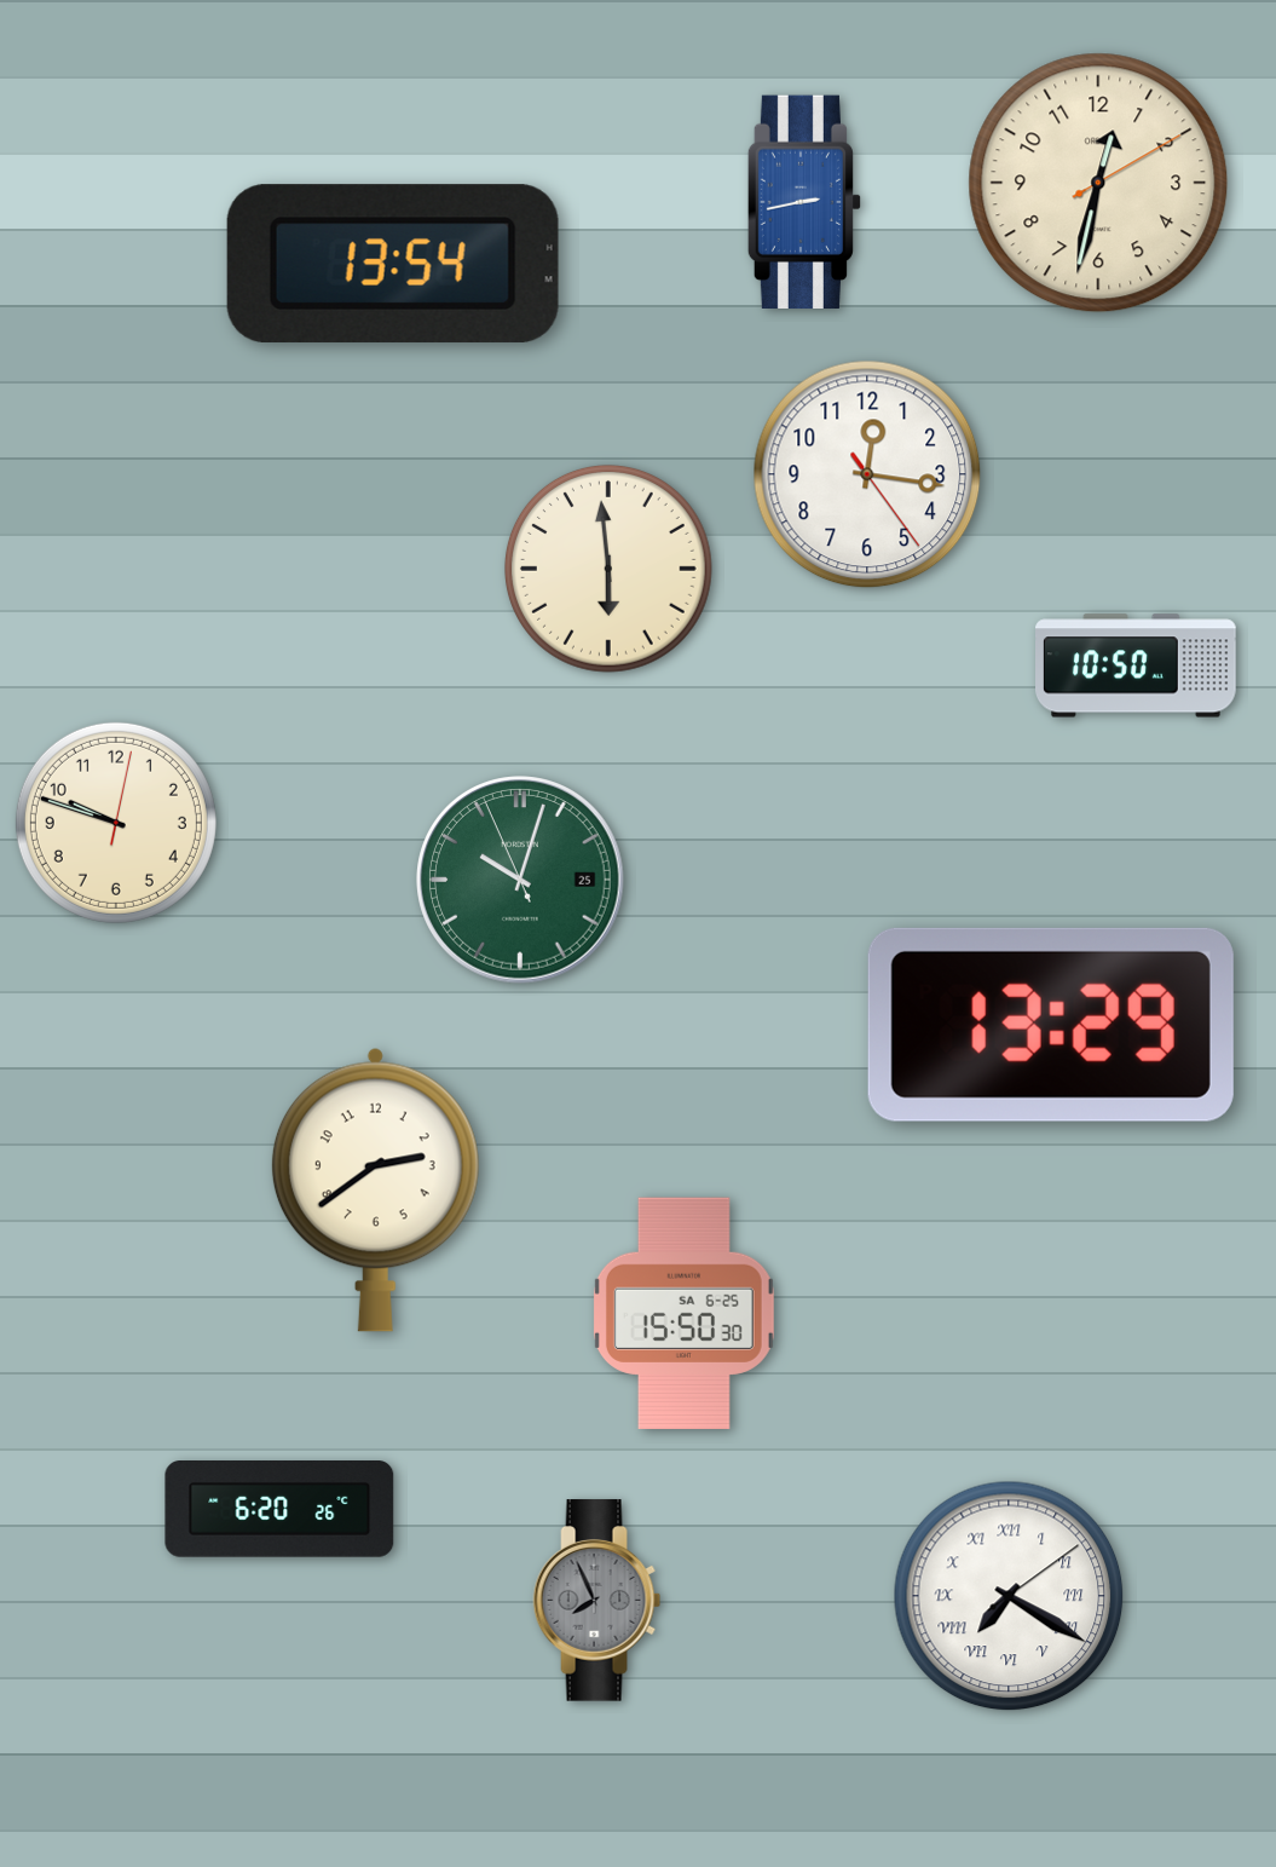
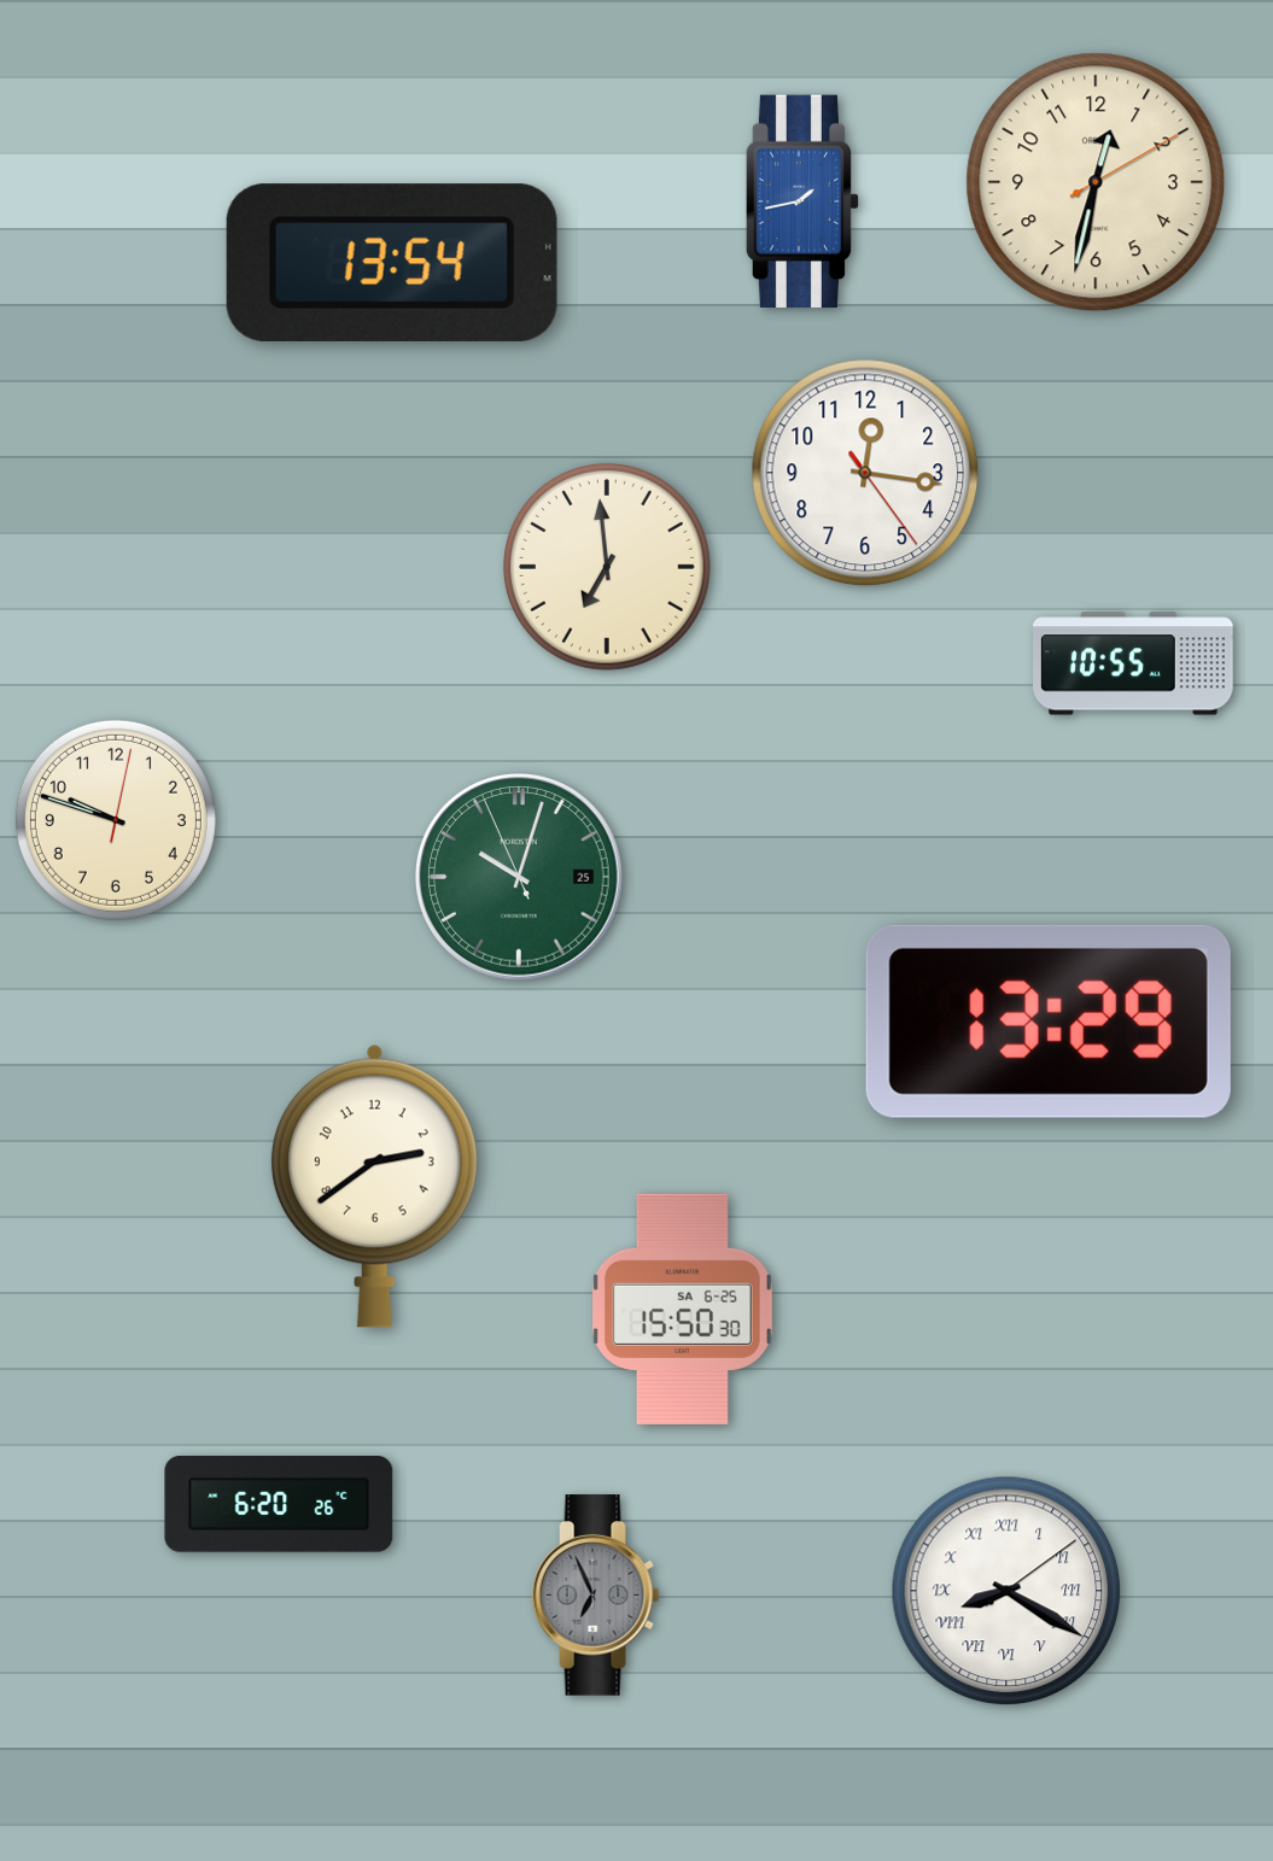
clock at (803, 201): 2:43 -> 1:43
clock at (608, 569): 5:59 -> 6:59
clock at (1137, 665): 10:50 -> 10:55
clock at (1009, 1596): 7:20 -> 8:20
clock at (597, 1601): 7:56 -> 6:56
